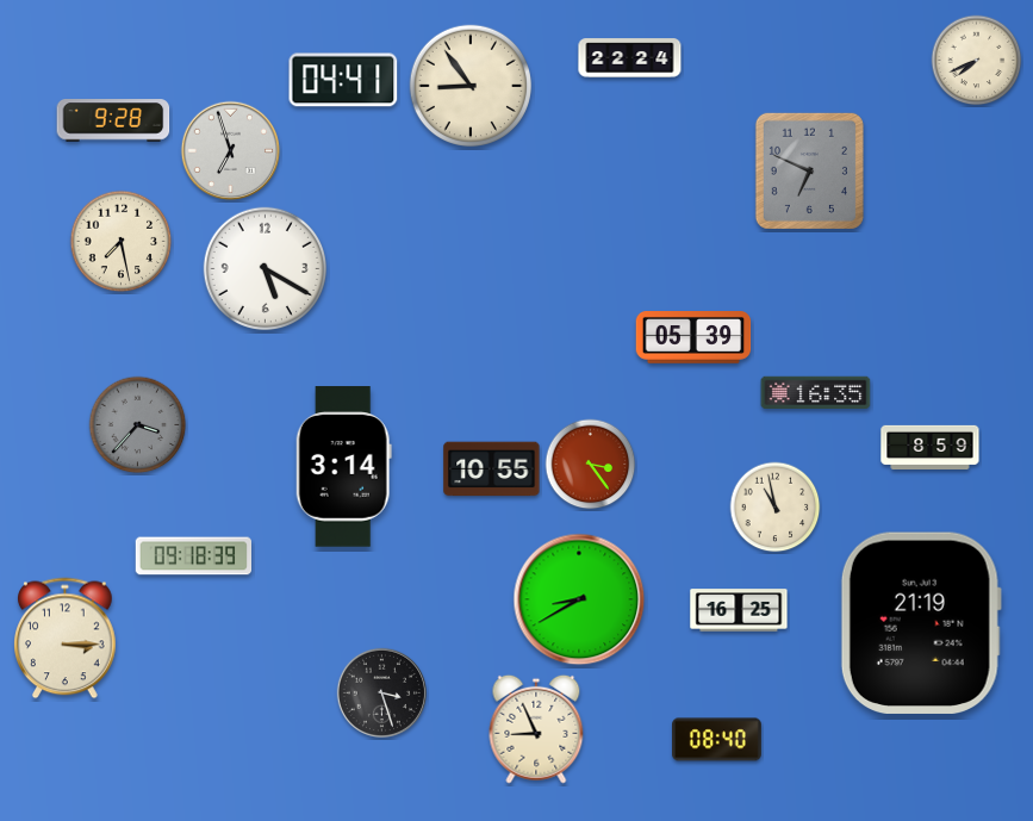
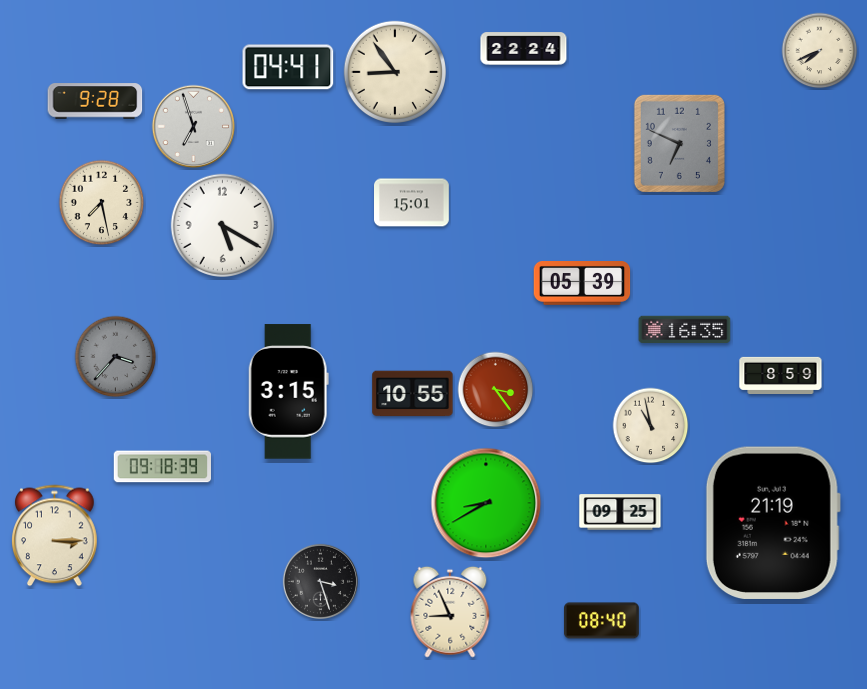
clock at (630, 58) position: (630, 58) -> (524, 49)
clock at (412, 203): none -> 15:01
clock at (343, 467): 3:14 -> 3:15
clock at (739, 610): 16:25 -> 09:25
